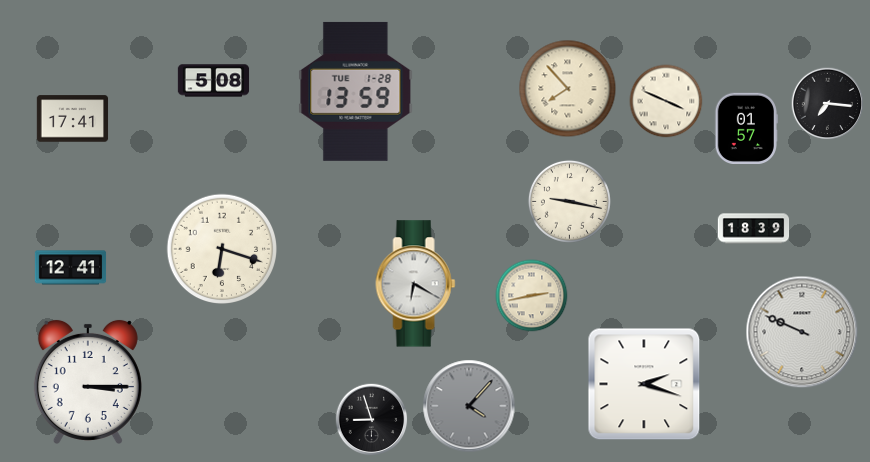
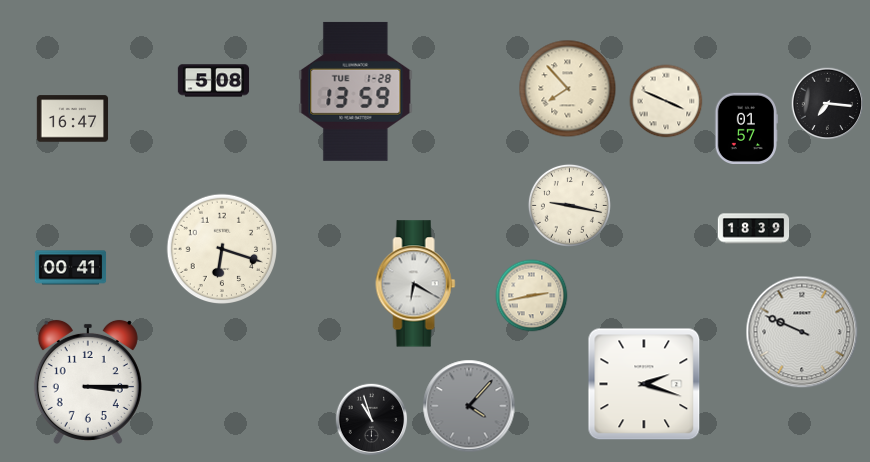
clock at (73, 119): 17:41 -> 16:47
clock at (569, 201) position: (569, 201) -> (569, 205)
clock at (71, 268): 12:41 -> 00:41
clock at (372, 420): 8:57 -> 10:57
